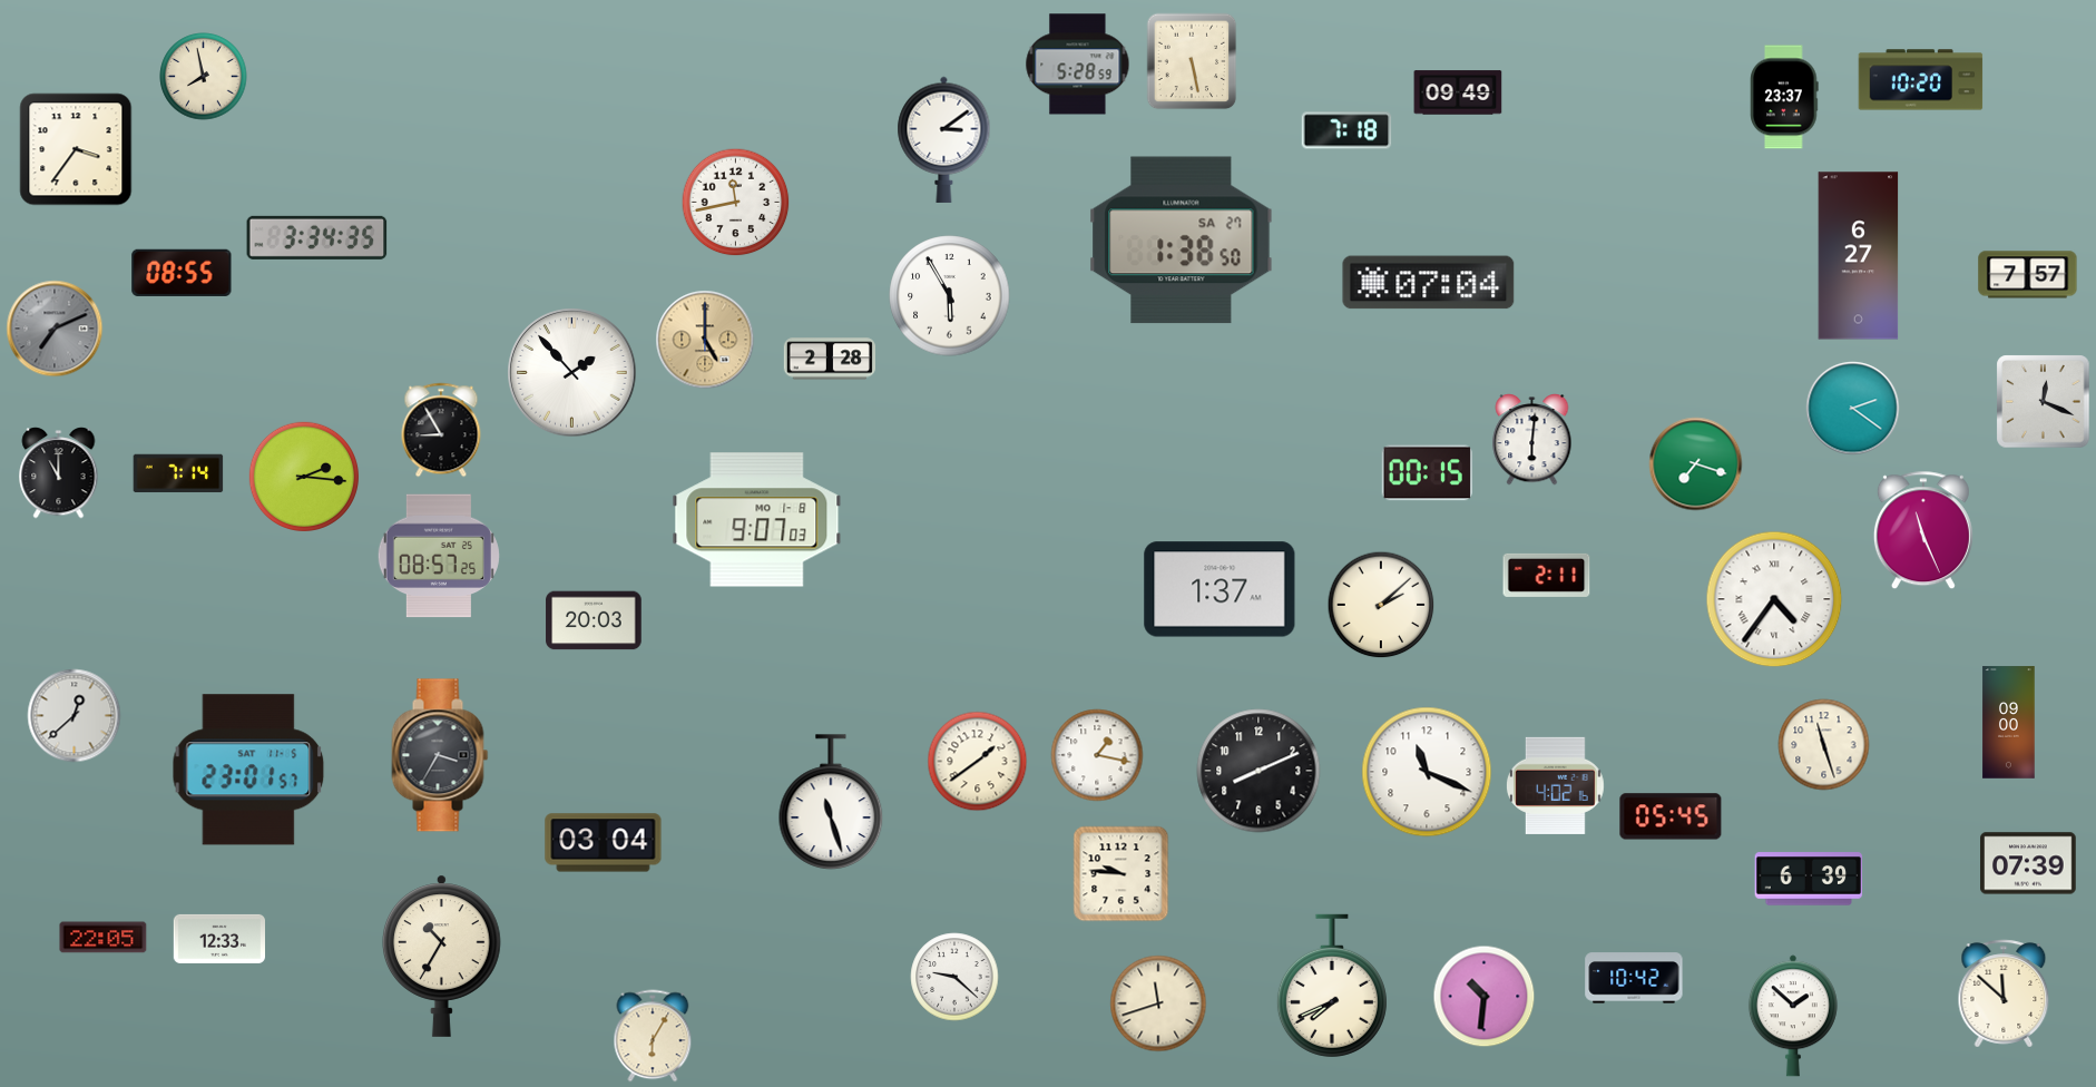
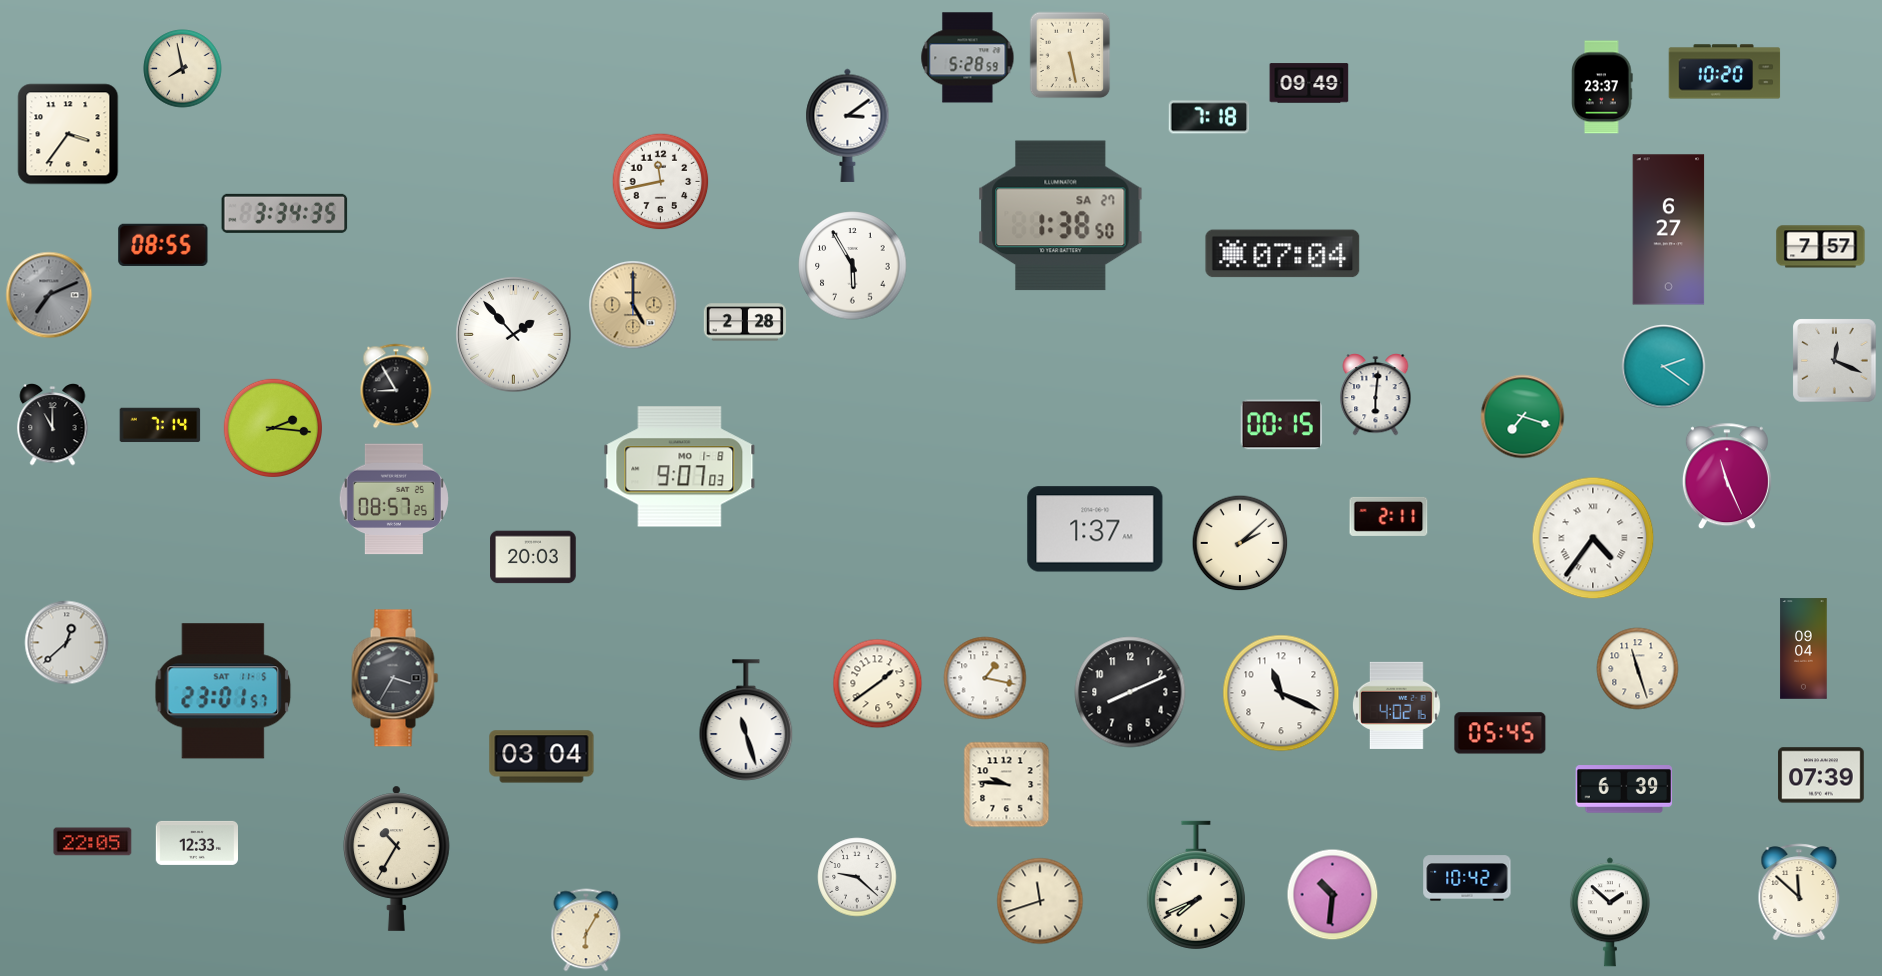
clock at (2009, 723): 09:00 -> 09:04
